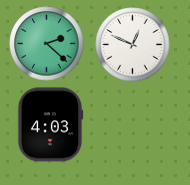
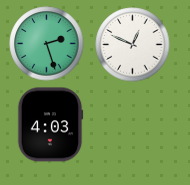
clock at (47, 44): 2:22 -> 2:27
